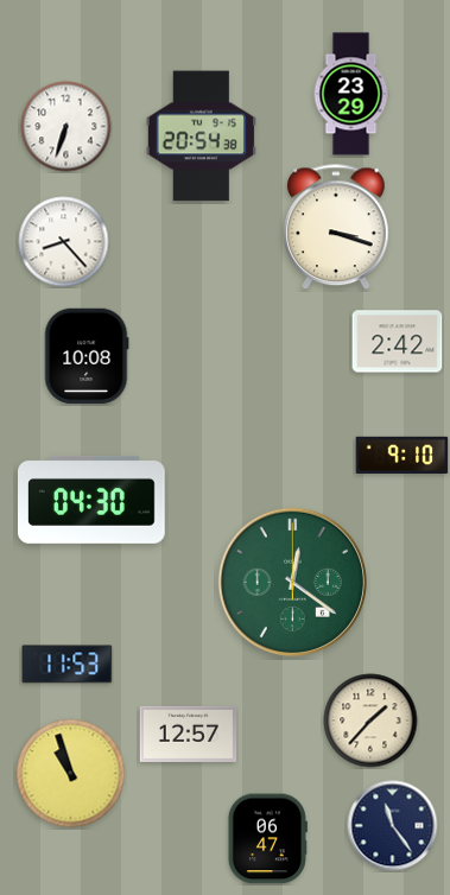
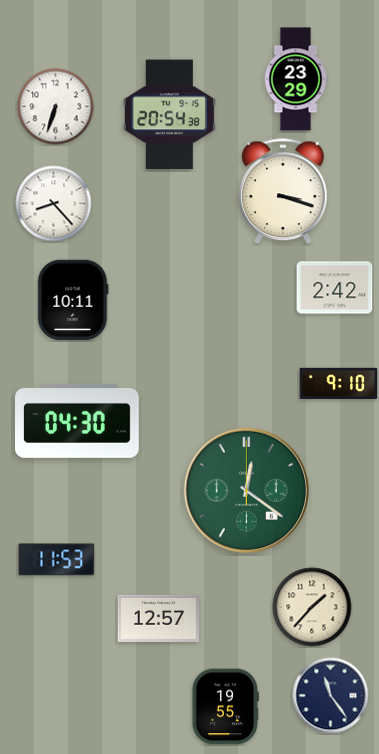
clock at (87, 356): 10:08 -> 10:11
clock at (71, 774): 10:57 -> none
clock at (267, 839): 06:47 -> 19:55
